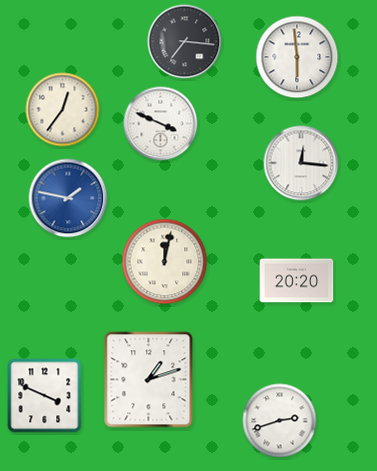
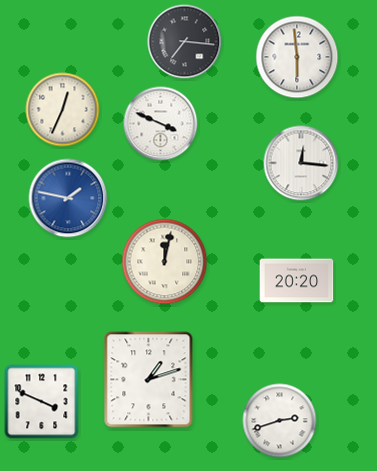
clock at (63, 110): 12:36 -> 12:34
clock at (45, 396) position: (45, 396) -> (42, 402)
